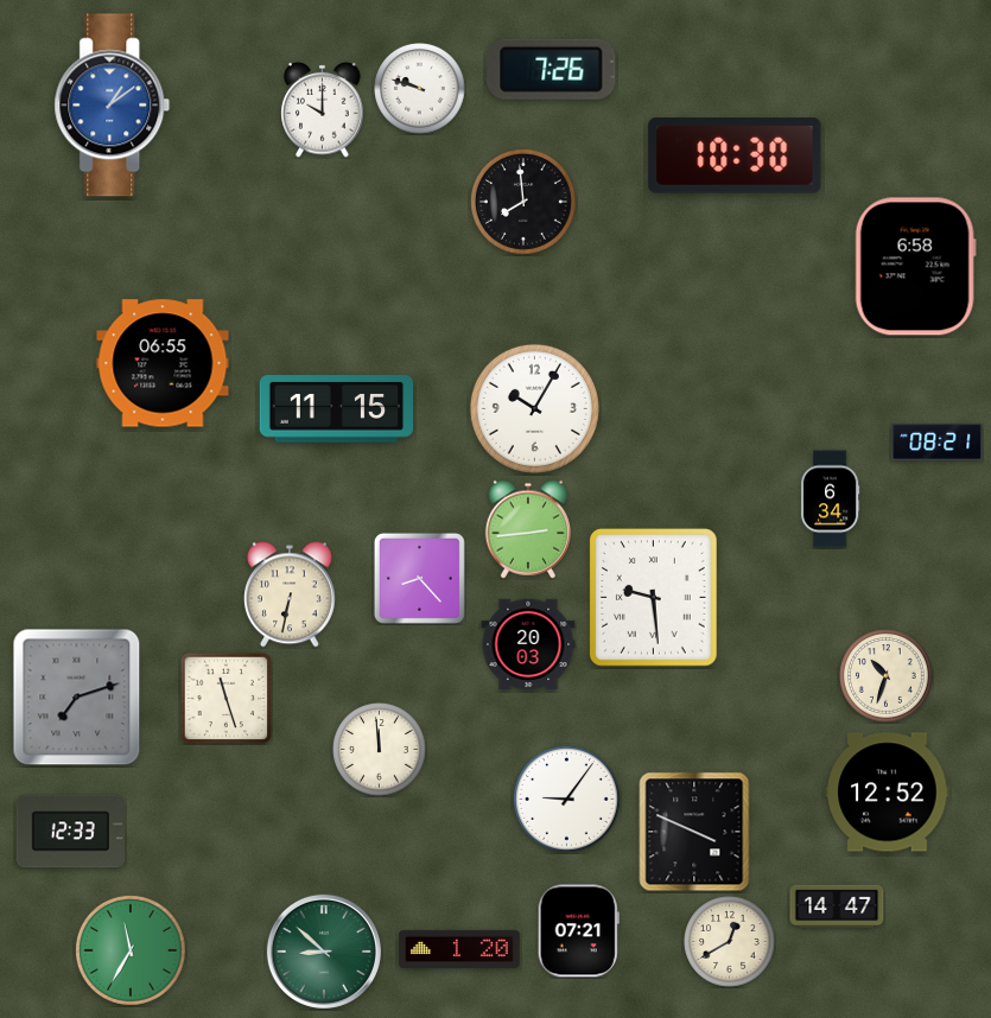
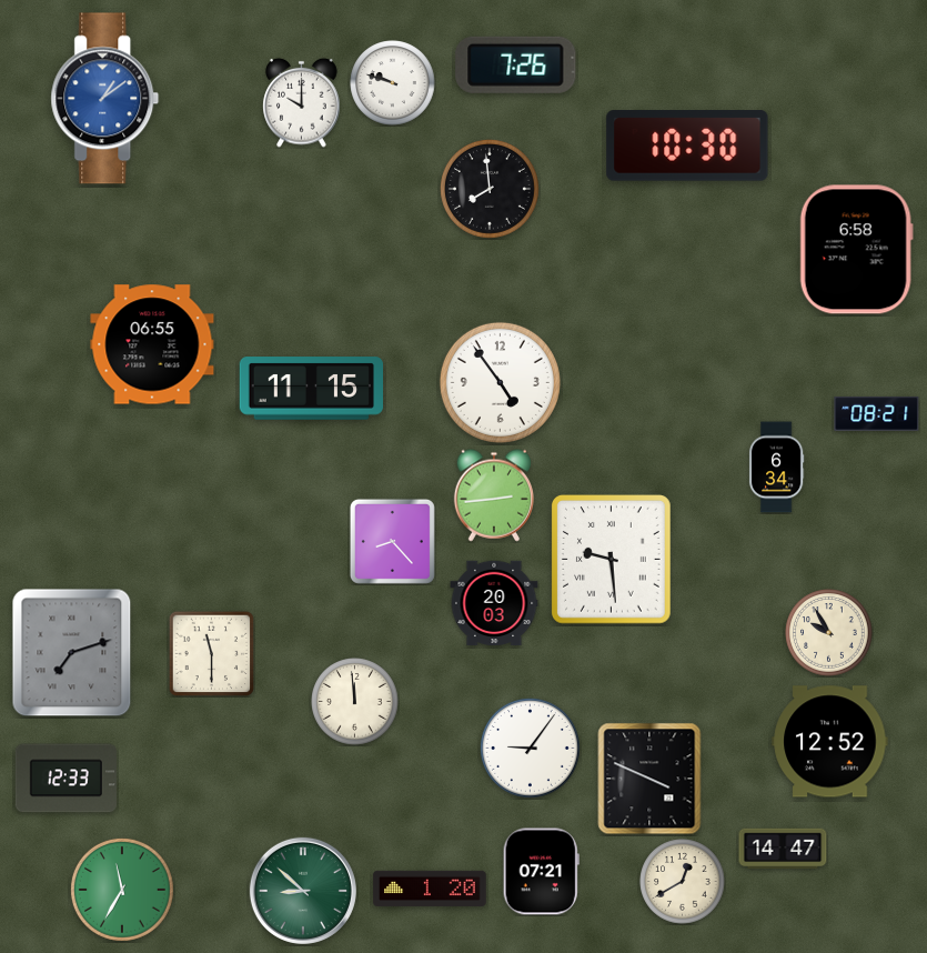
clock at (163, 363) position: (163, 363) -> (152, 344)
clock at (534, 408): 10:05 -> 4:54
clock at (336, 409) position: (336, 409) -> (311, 389)
clock at (291, 594): 6:32 -> none
clock at (887, 676): 10:33 -> 9:55
clock at (225, 698): 11:27 -> 11:30
